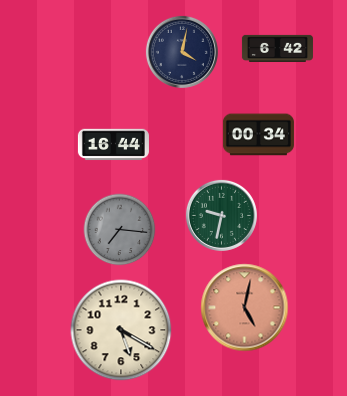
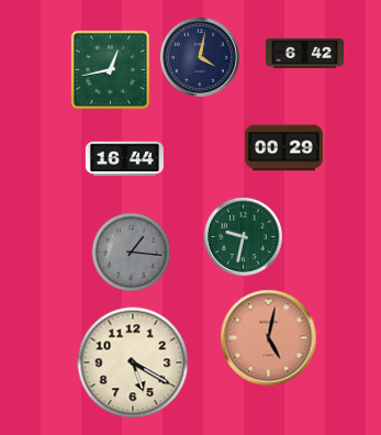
clock at (110, 69): none -> 12:43
clock at (258, 135): 00:34 -> 00:29
clock at (120, 230): 7:16 -> 1:16
